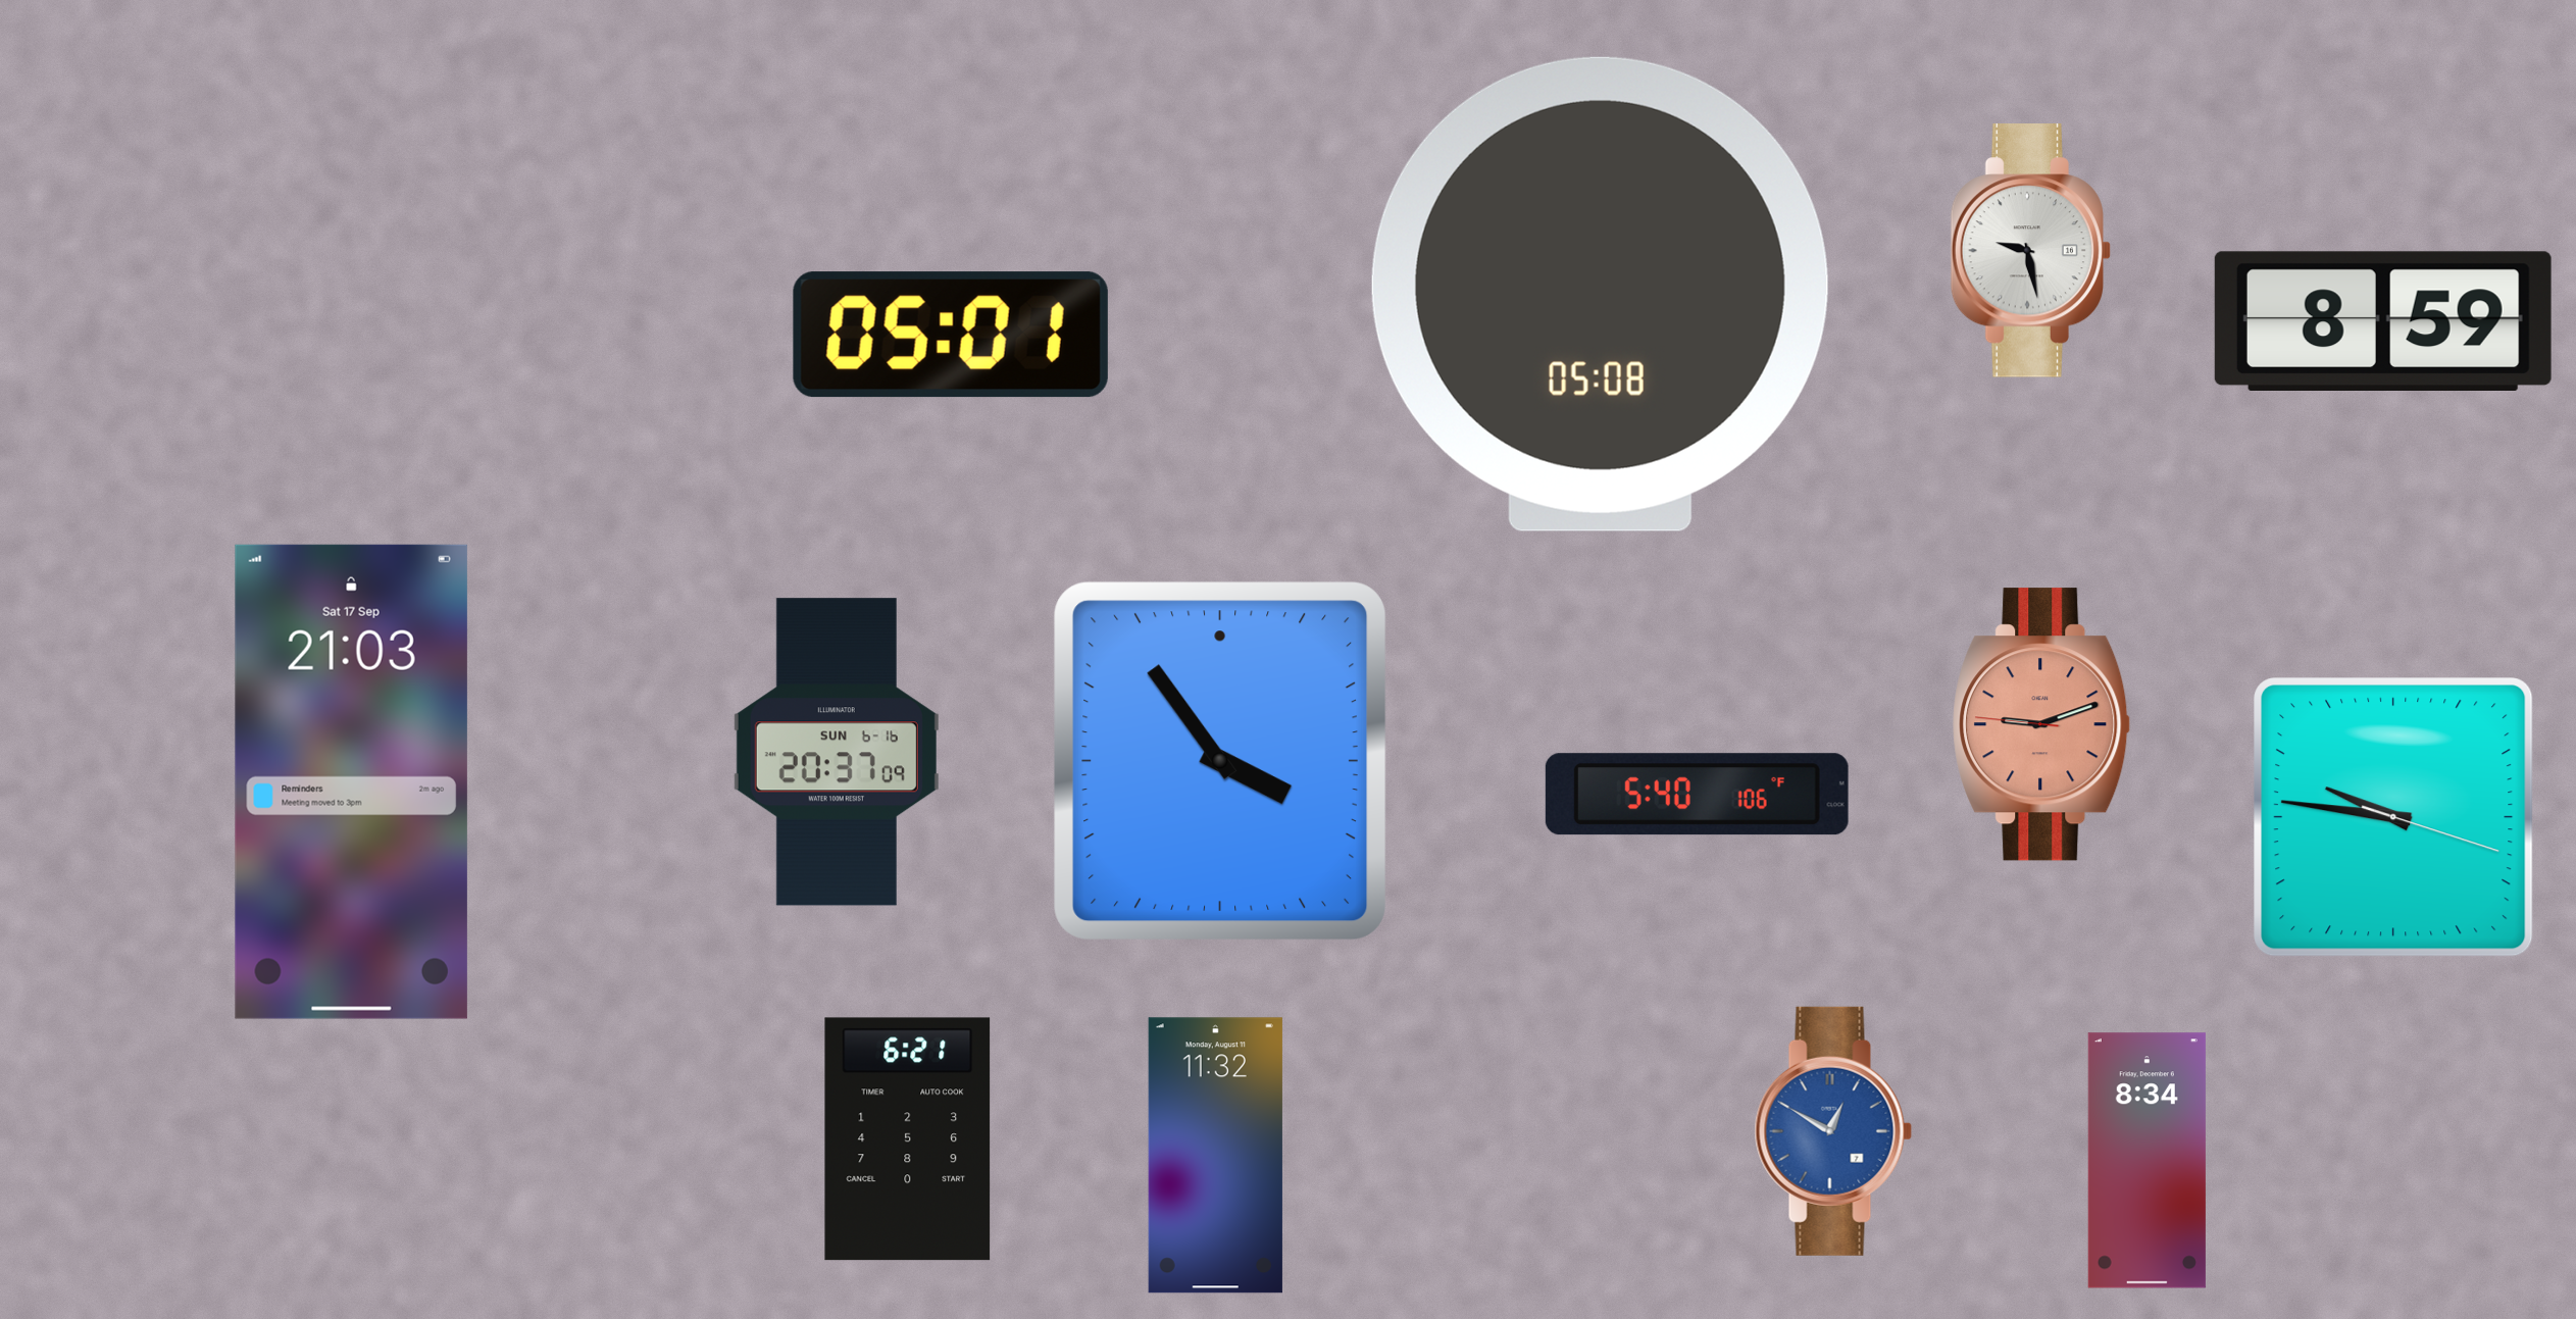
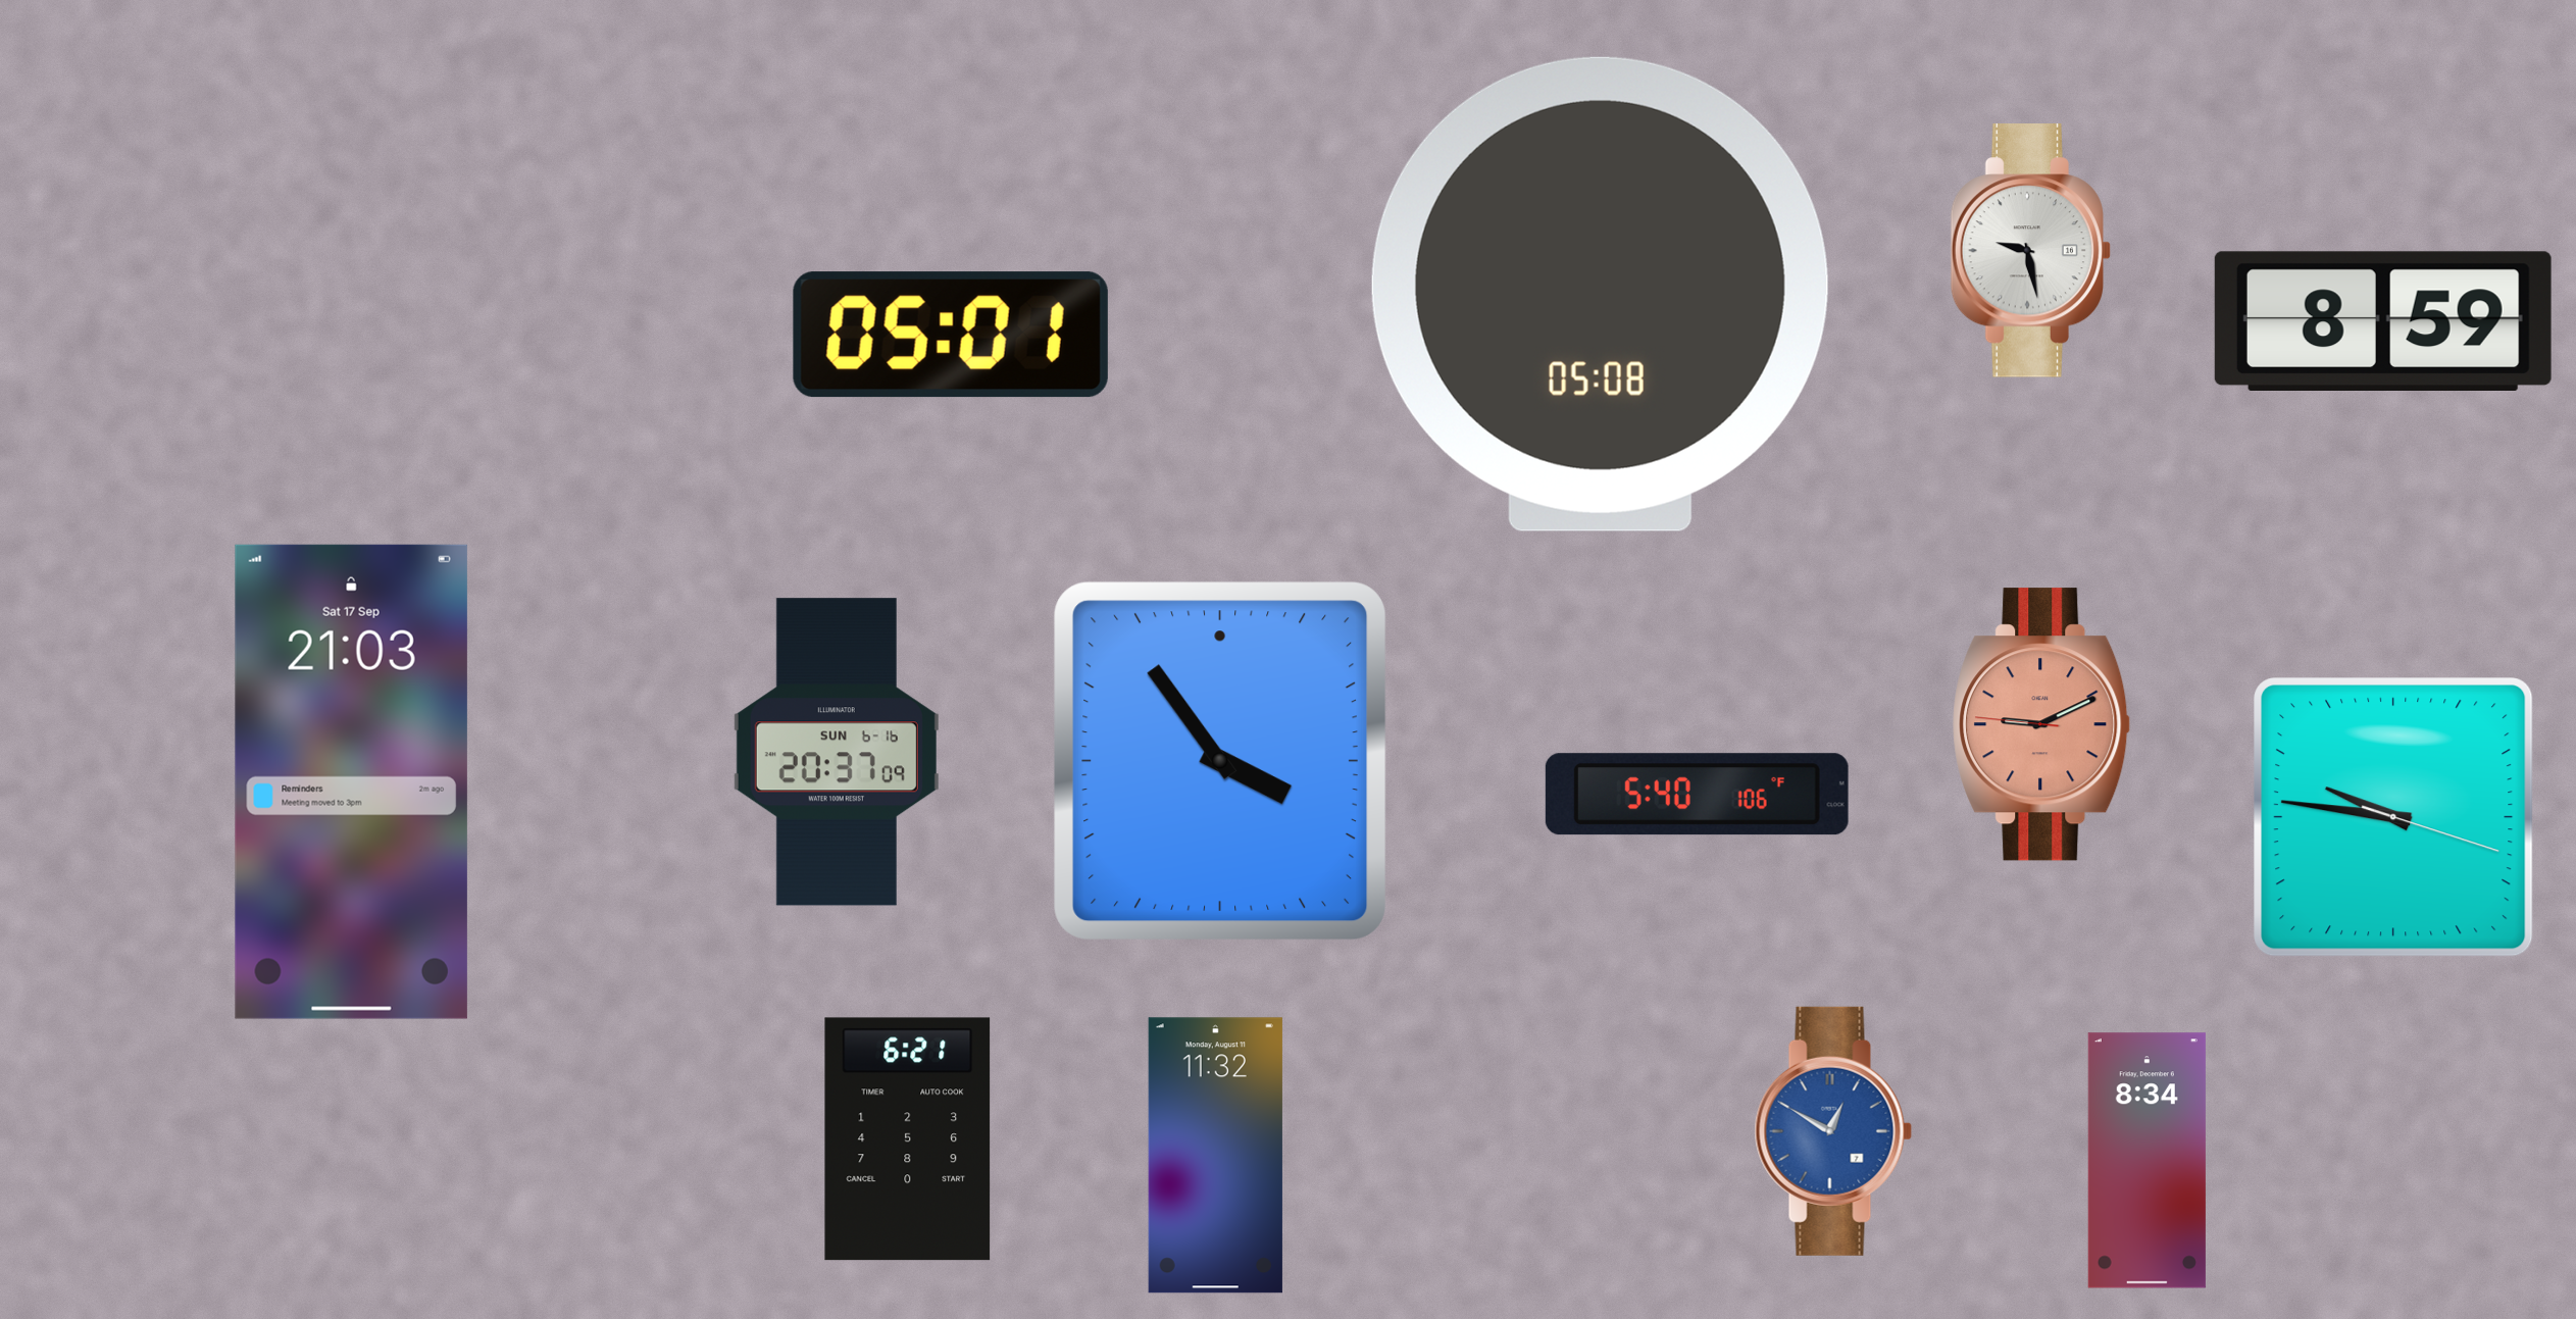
clock at (2041, 724): 9:11 -> 9:10
